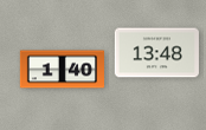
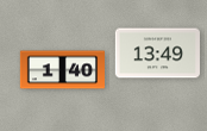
clock at (156, 53): 13:48 -> 13:49
